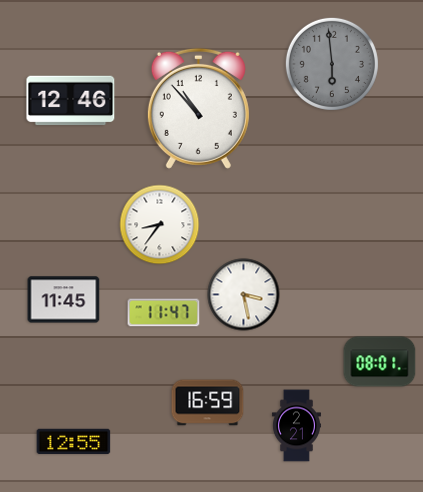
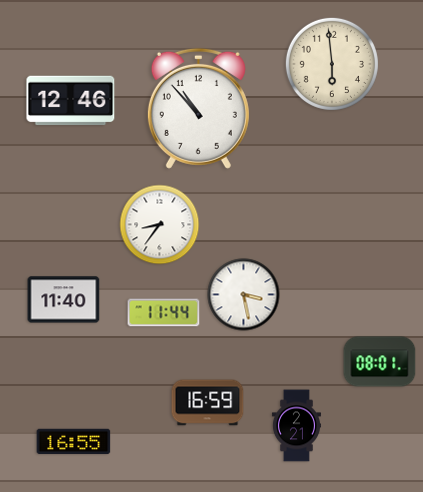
clock at (332, 64) dial: grey -> cream
clock at (64, 300): 11:45 -> 11:40
clock at (164, 313): 11:47 -> 11:44
clock at (74, 442): 12:55 -> 16:55
